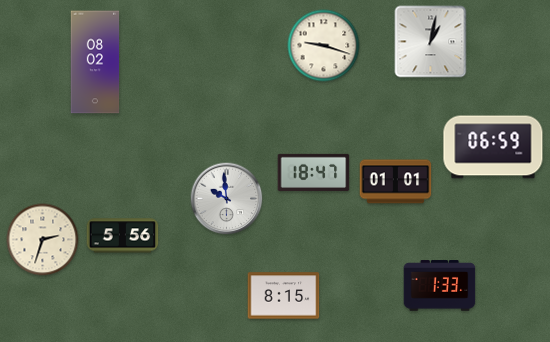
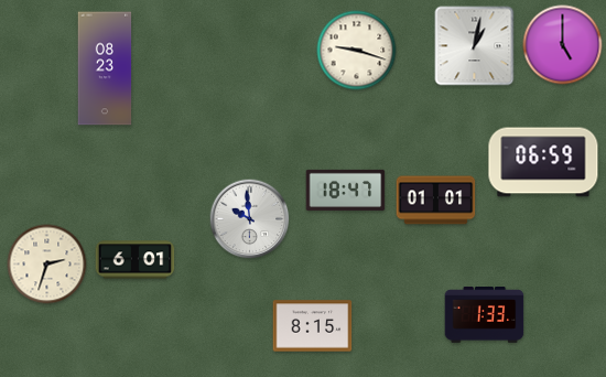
clock at (563, 45): none -> 5:00
clock at (95, 62): 08:02 -> 08:23
clock at (123, 236): 5:56 -> 6:01
